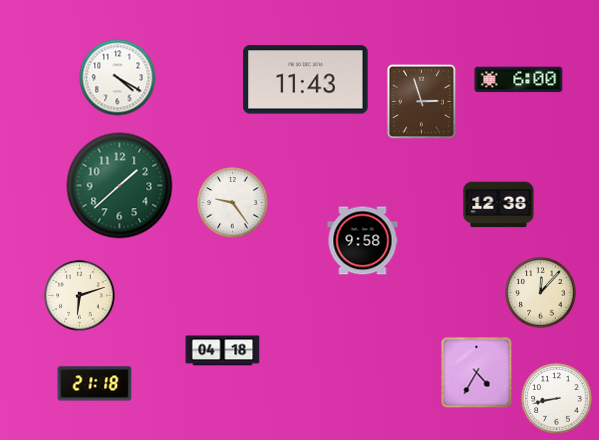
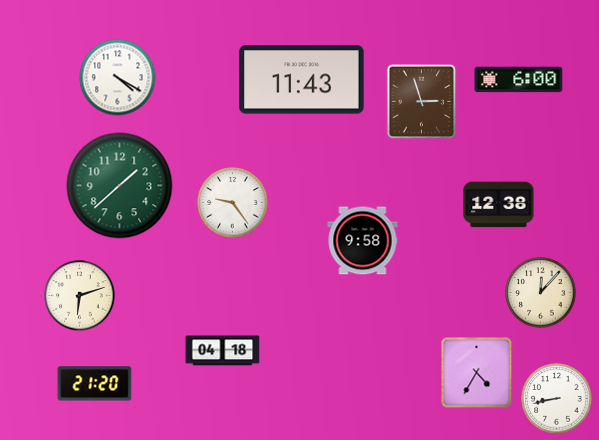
clock at (306, 80) position: (306, 80) -> (302, 80)
clock at (95, 384): 21:18 -> 21:20
